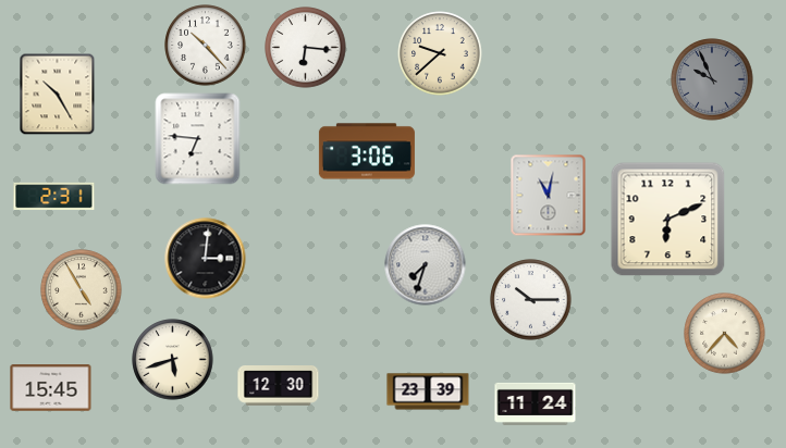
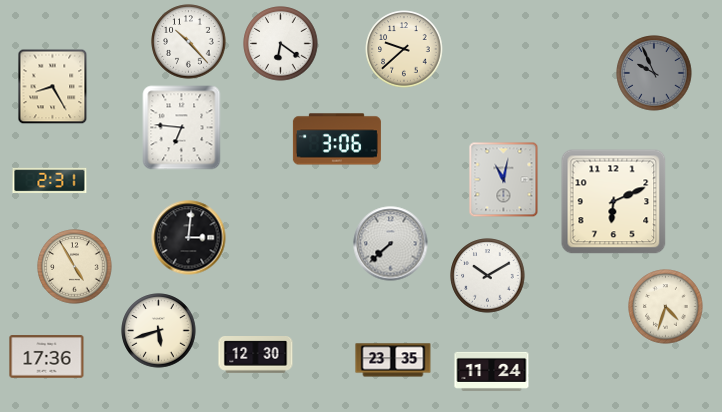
clock at (306, 48): 6:16 -> 6:21
clock at (58, 95): 10:25 -> 8:25
clock at (426, 265): 7:33 -> 7:38
clock at (531, 300): 10:15 -> 10:10
clock at (725, 334): 4:37 -> 4:33
clock at (51, 388): 15:45 -> 17:36
clock at (428, 391): 23:39 -> 23:35
